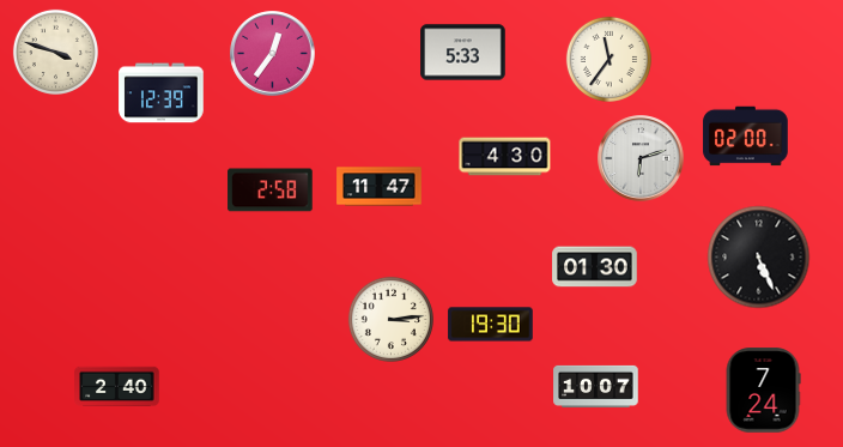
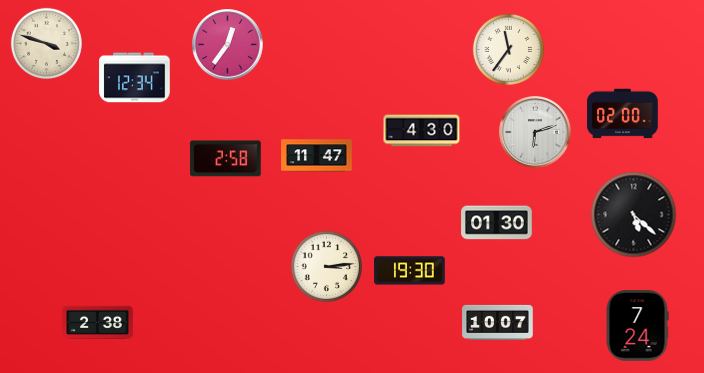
clock at (463, 53): 5:33 -> none
clock at (162, 93): 12:39 -> 12:34
clock at (759, 258): 5:26 -> 5:22
clock at (117, 386): 2:40 -> 2:38
